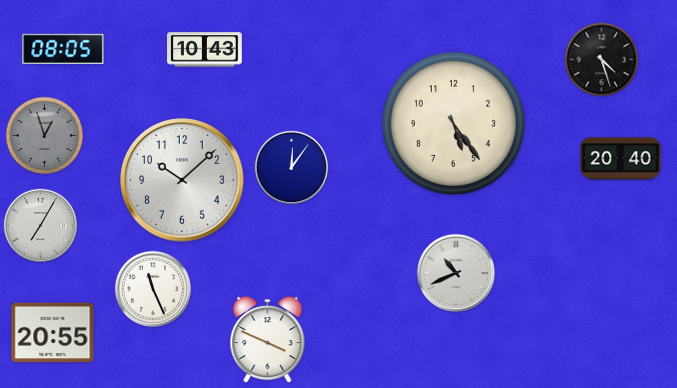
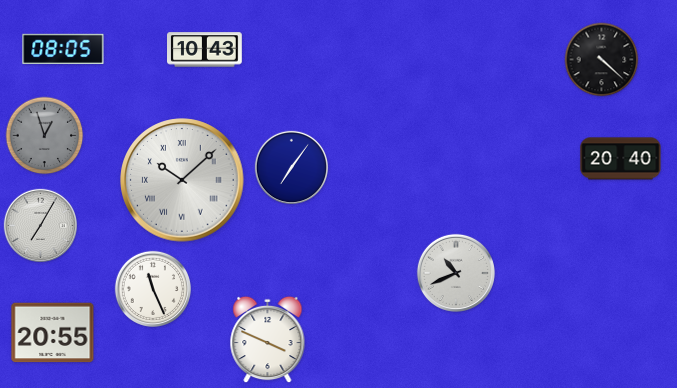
clock at (602, 60): 4:27 -> 4:22
clock at (453, 123): 5:24 -> none
clock at (291, 167): 12:06 -> 7:06
clock at (182, 180) numerals: Arabic -> Roman
